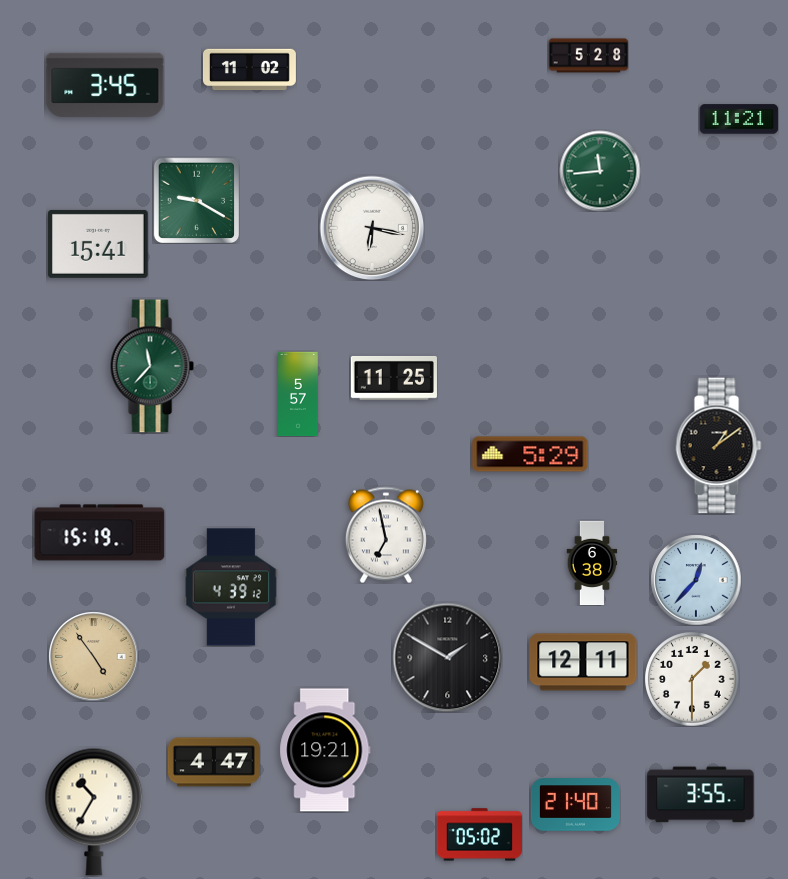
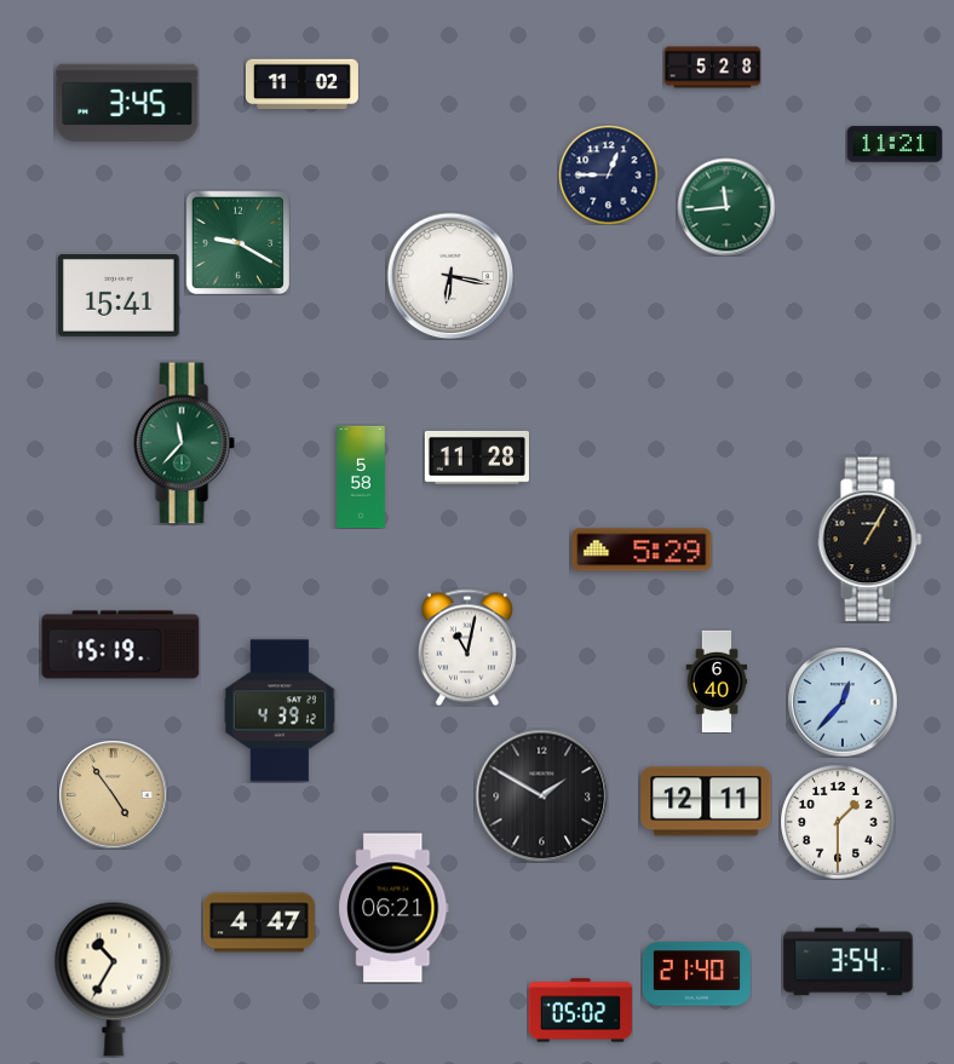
clock at (608, 174): none -> 12:45
clock at (394, 378): 11:25 -> 11:28
clock at (299, 394): 5:57 -> 5:58
clock at (719, 446): 1:09 -> 1:05
clock at (386, 535): 6:58 -> 11:02
clock at (592, 563): 6:38 -> 6:40
clock at (325, 750): 19:21 -> 06:21
clock at (701, 795): 3:55 -> 3:54
clock at (94, 812) position: (94, 812) -> (114, 979)
